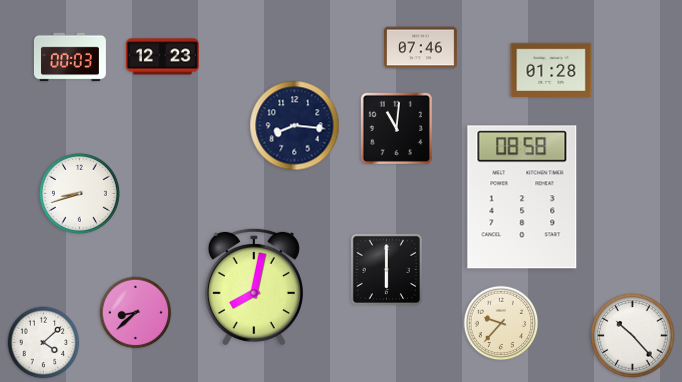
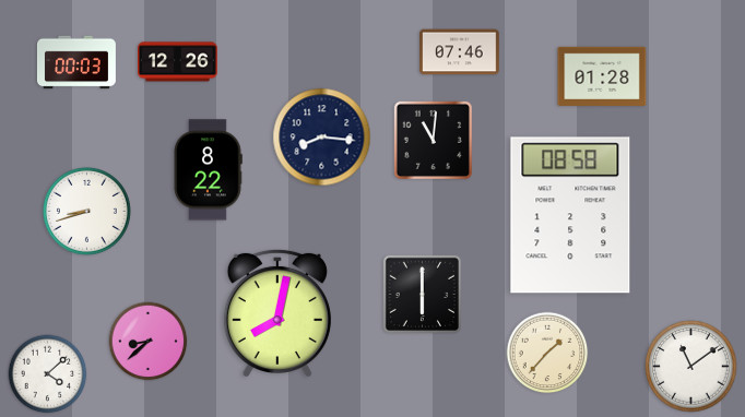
clock at (163, 57): 12:23 -> 12:26
clock at (208, 170): none -> 8:22
clock at (501, 323): 9:37 -> 1:37
clock at (633, 336): 10:23 -> 11:09
